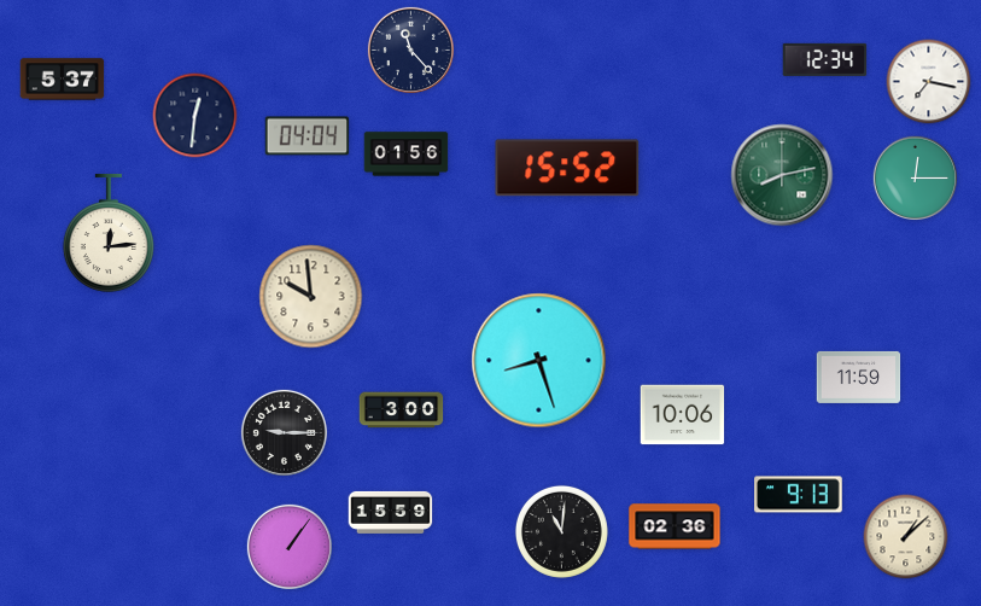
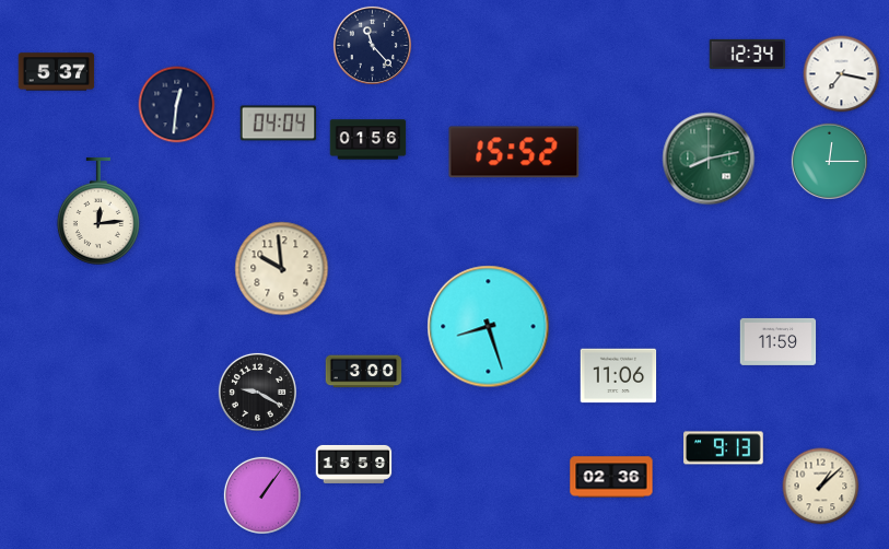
clock at (683, 415): 10:06 -> 11:06
clock at (284, 432): 9:15 -> 9:20
clock at (561, 531): 11:01 -> none
